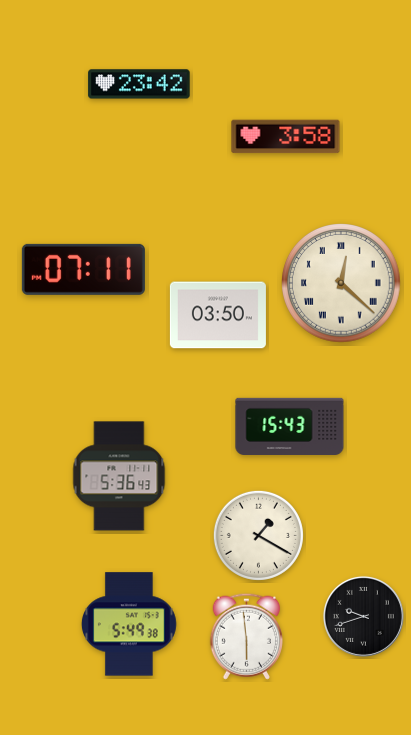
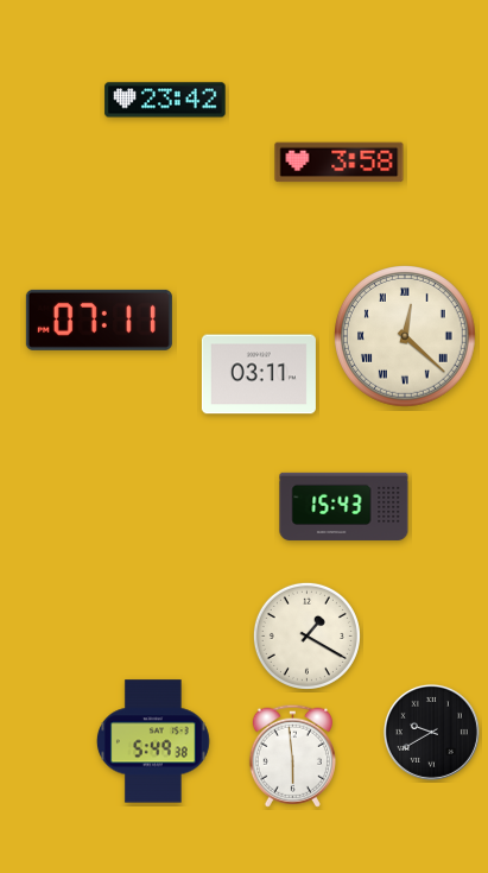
clock at (218, 315): 03:50 -> 03:11
clock at (119, 476): 5:36 -> none
clock at (363, 616): 9:42 -> 9:40
